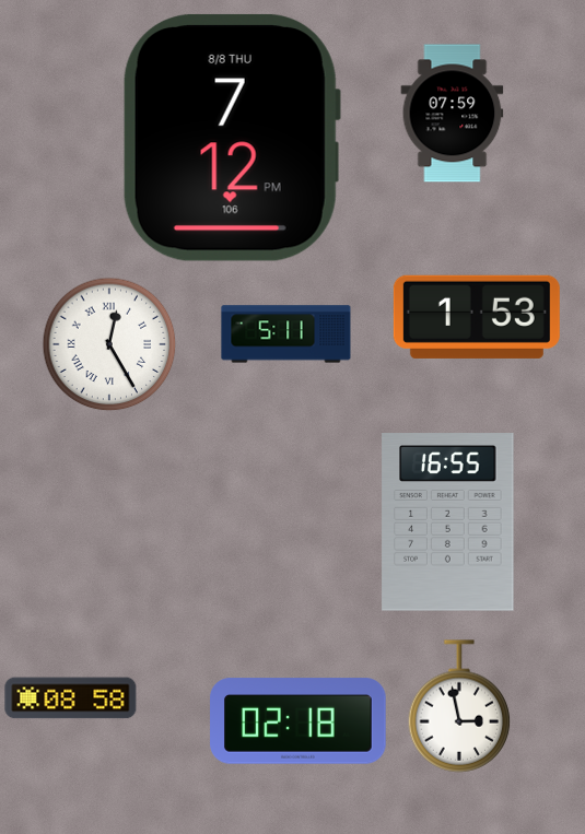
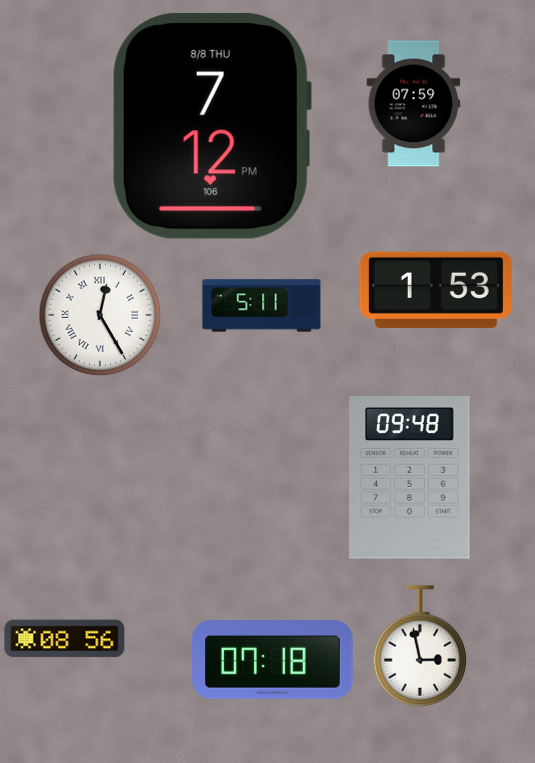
clock at (448, 522): 16:55 -> 09:48
clock at (71, 698): 08:58 -> 08:56
clock at (299, 721): 02:18 -> 07:18
